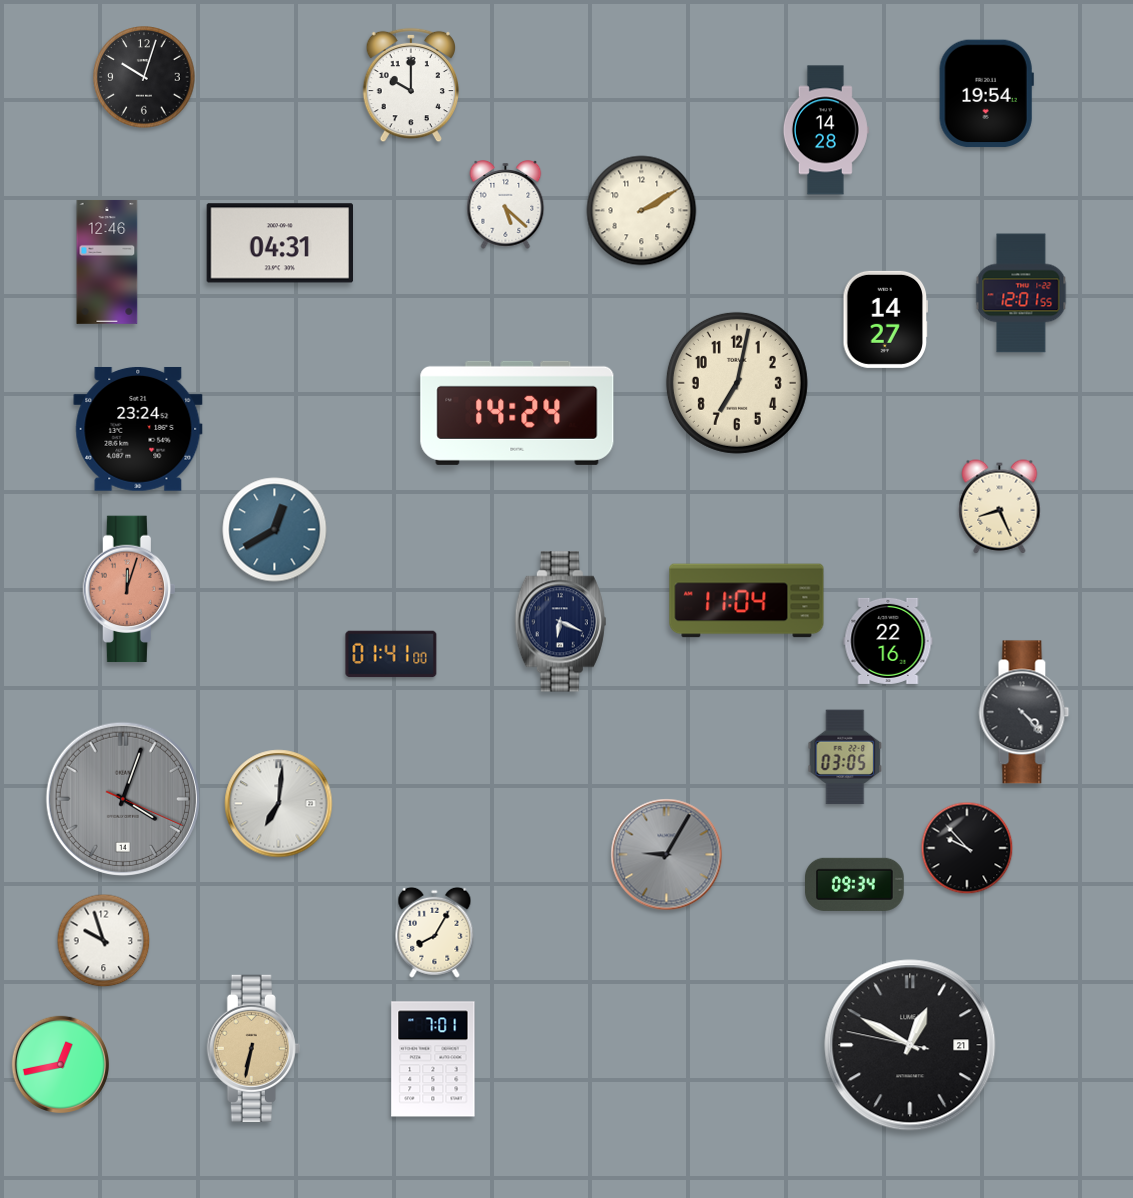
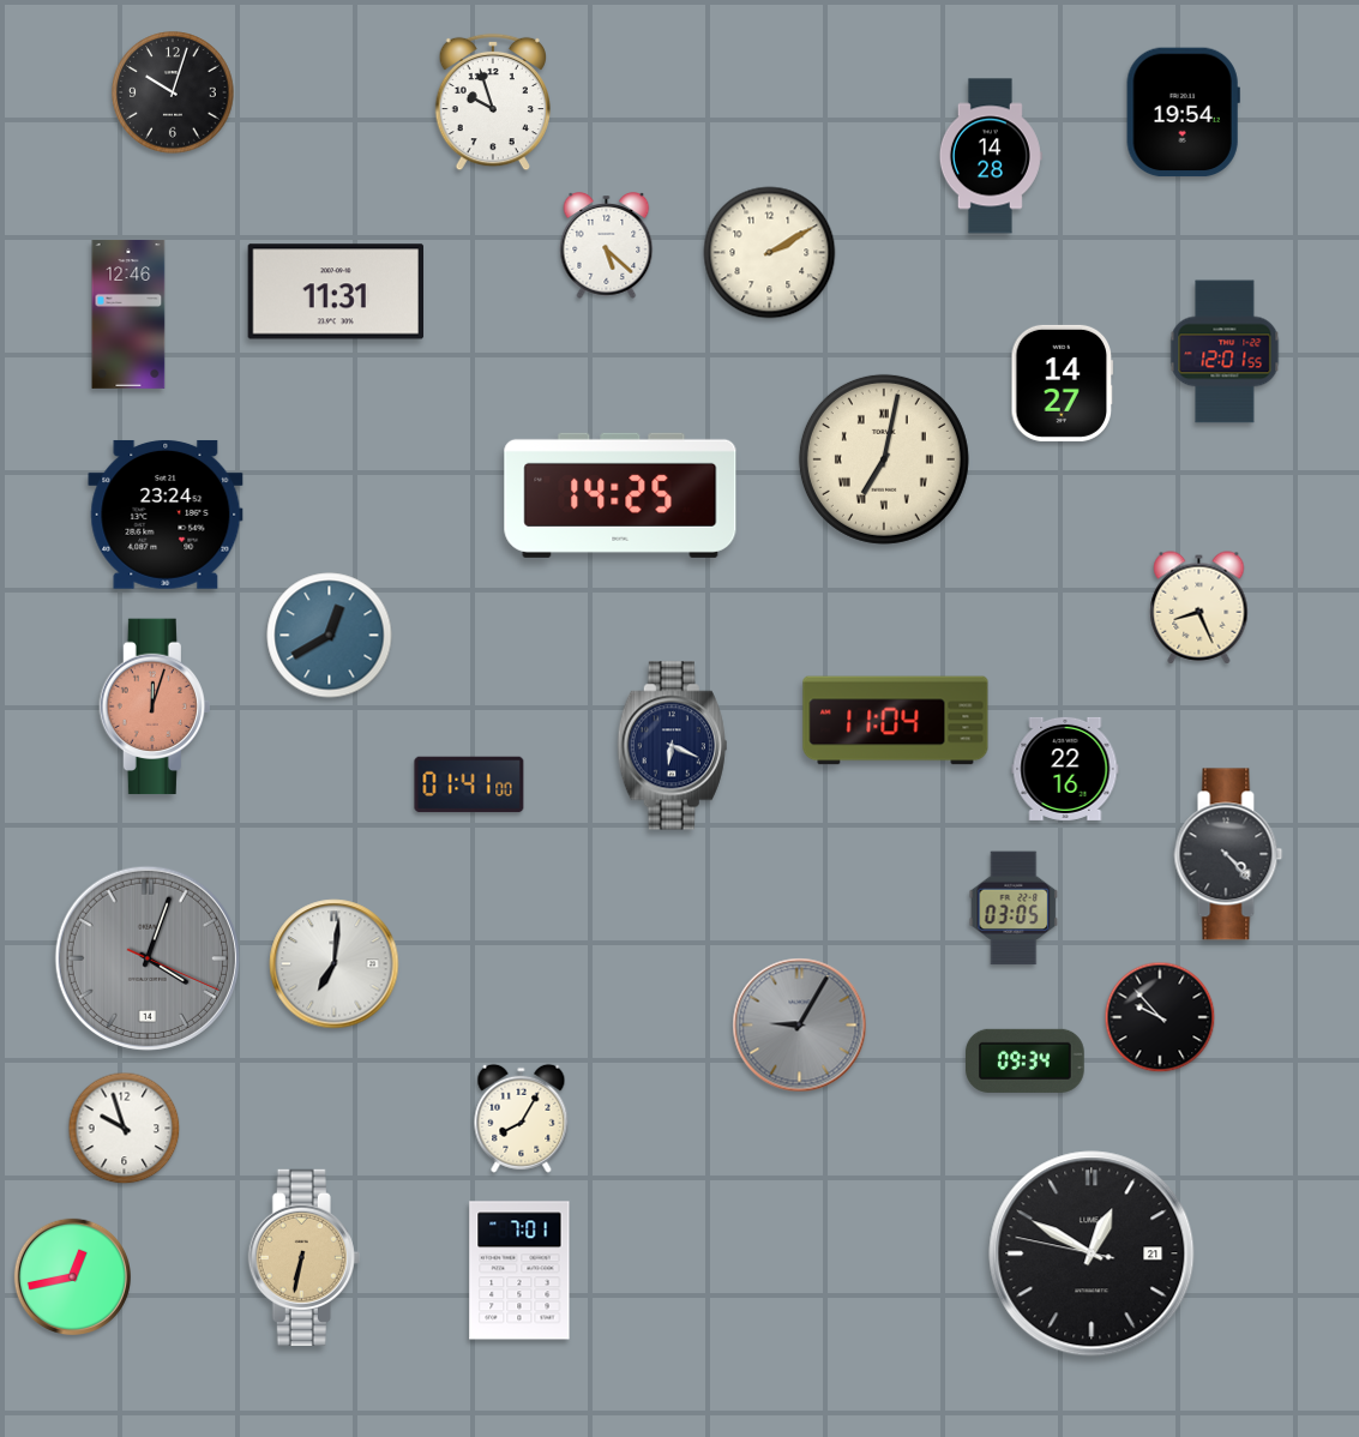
clock at (411, 85): 10:00 -> 9:57
clock at (279, 243): 04:31 -> 11:31
clock at (737, 383) numerals: Arabic -> Roman
clock at (517, 413): 14:24 -> 14:25
